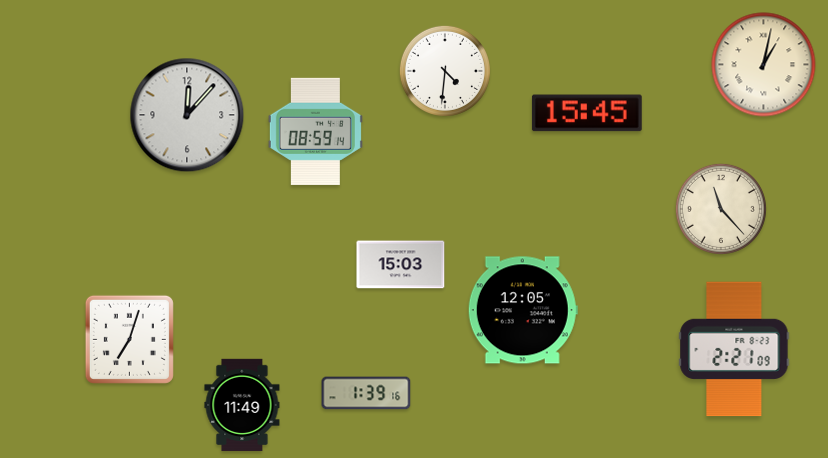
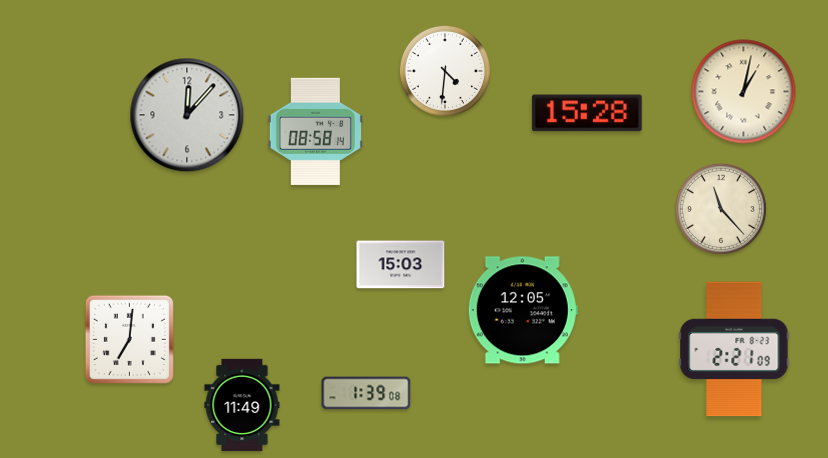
clock at (764, 65) position: (764, 65) -> (744, 92)
clock at (587, 113): 15:45 -> 15:28
clock at (315, 131): 08:59 -> 08:58
clock at (129, 339): 7:03 -> 7:01
clock at (366, 393): 1:39:16 -> 1:39:08
